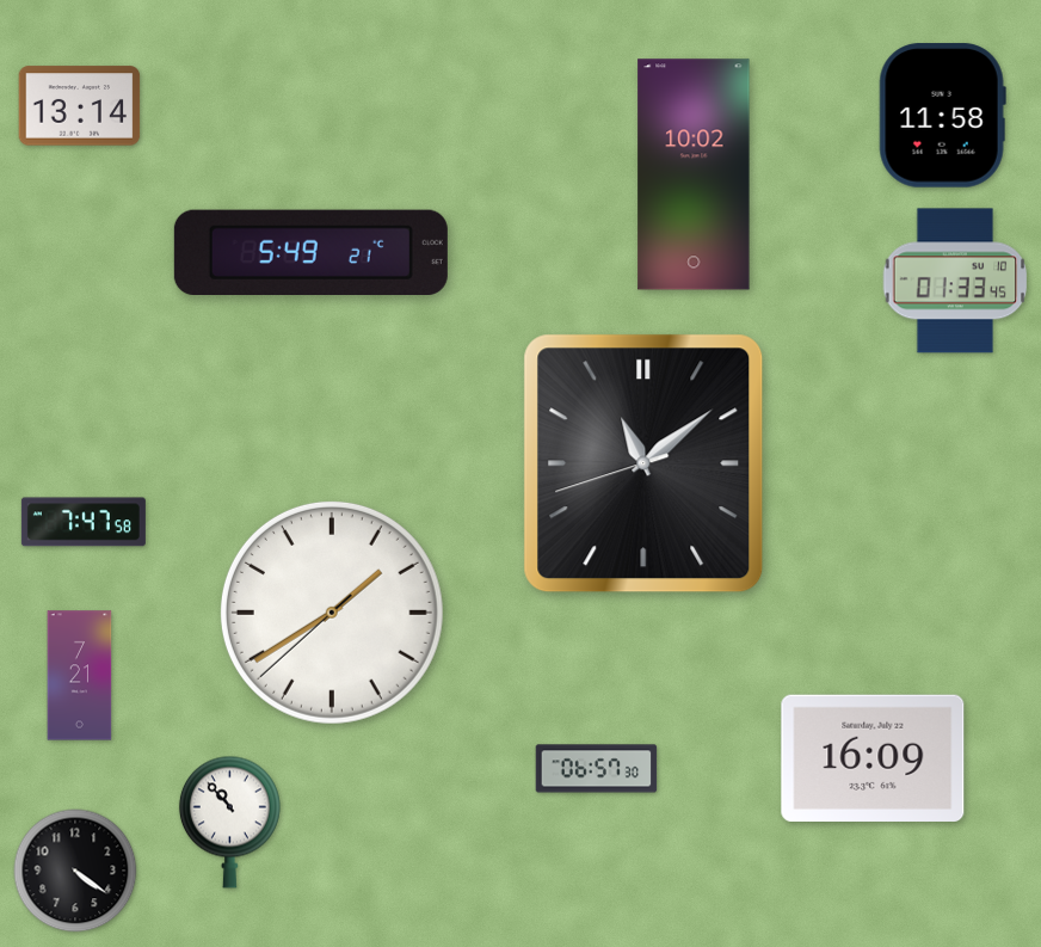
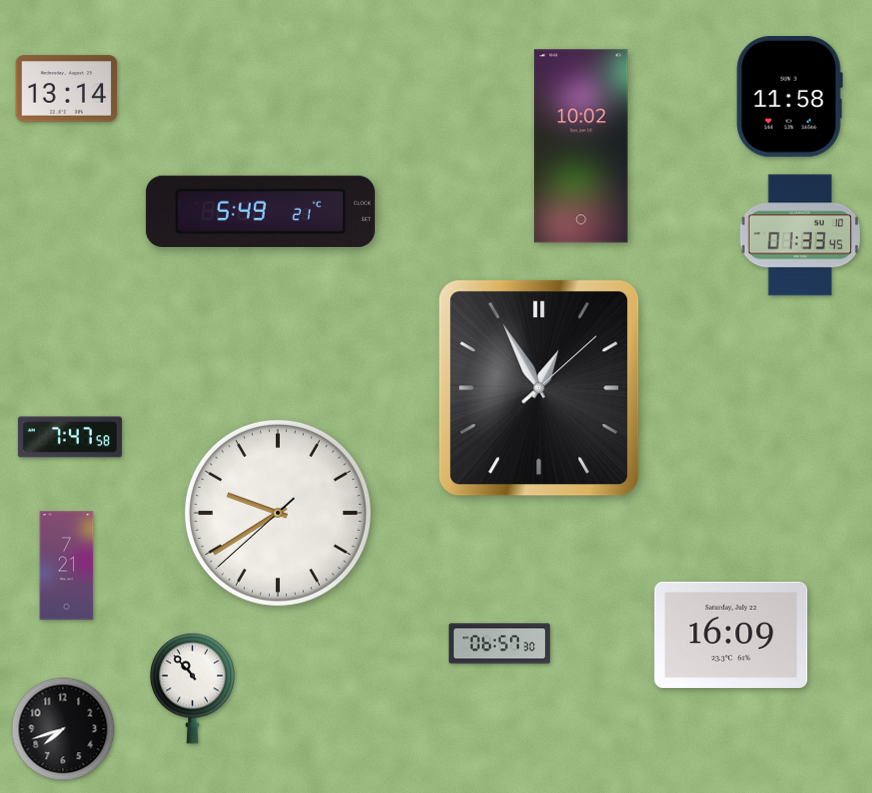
clock at (643, 463): 11:08 -> 12:55
clock at (332, 613): 1:39 -> 9:39
clock at (75, 871): 4:21 -> 7:42
